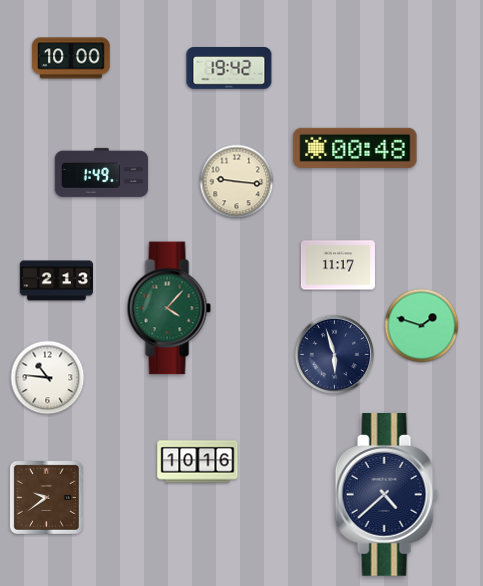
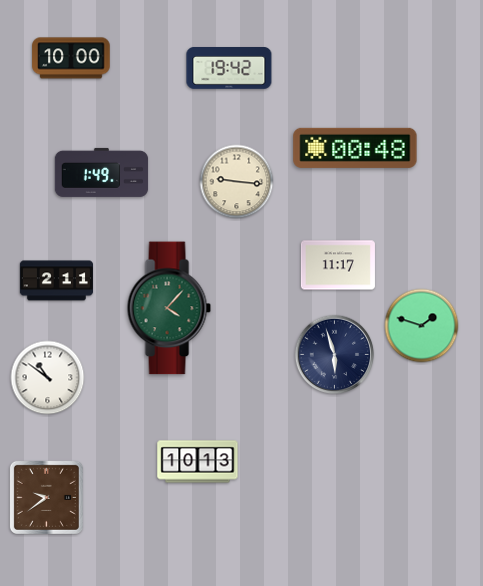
clock at (56, 281): 2:13 -> 2:11
clock at (48, 378): 10:46 -> 10:51
clock at (198, 462): 10:16 -> 10:13
clock at (386, 495): 4:38 -> none
